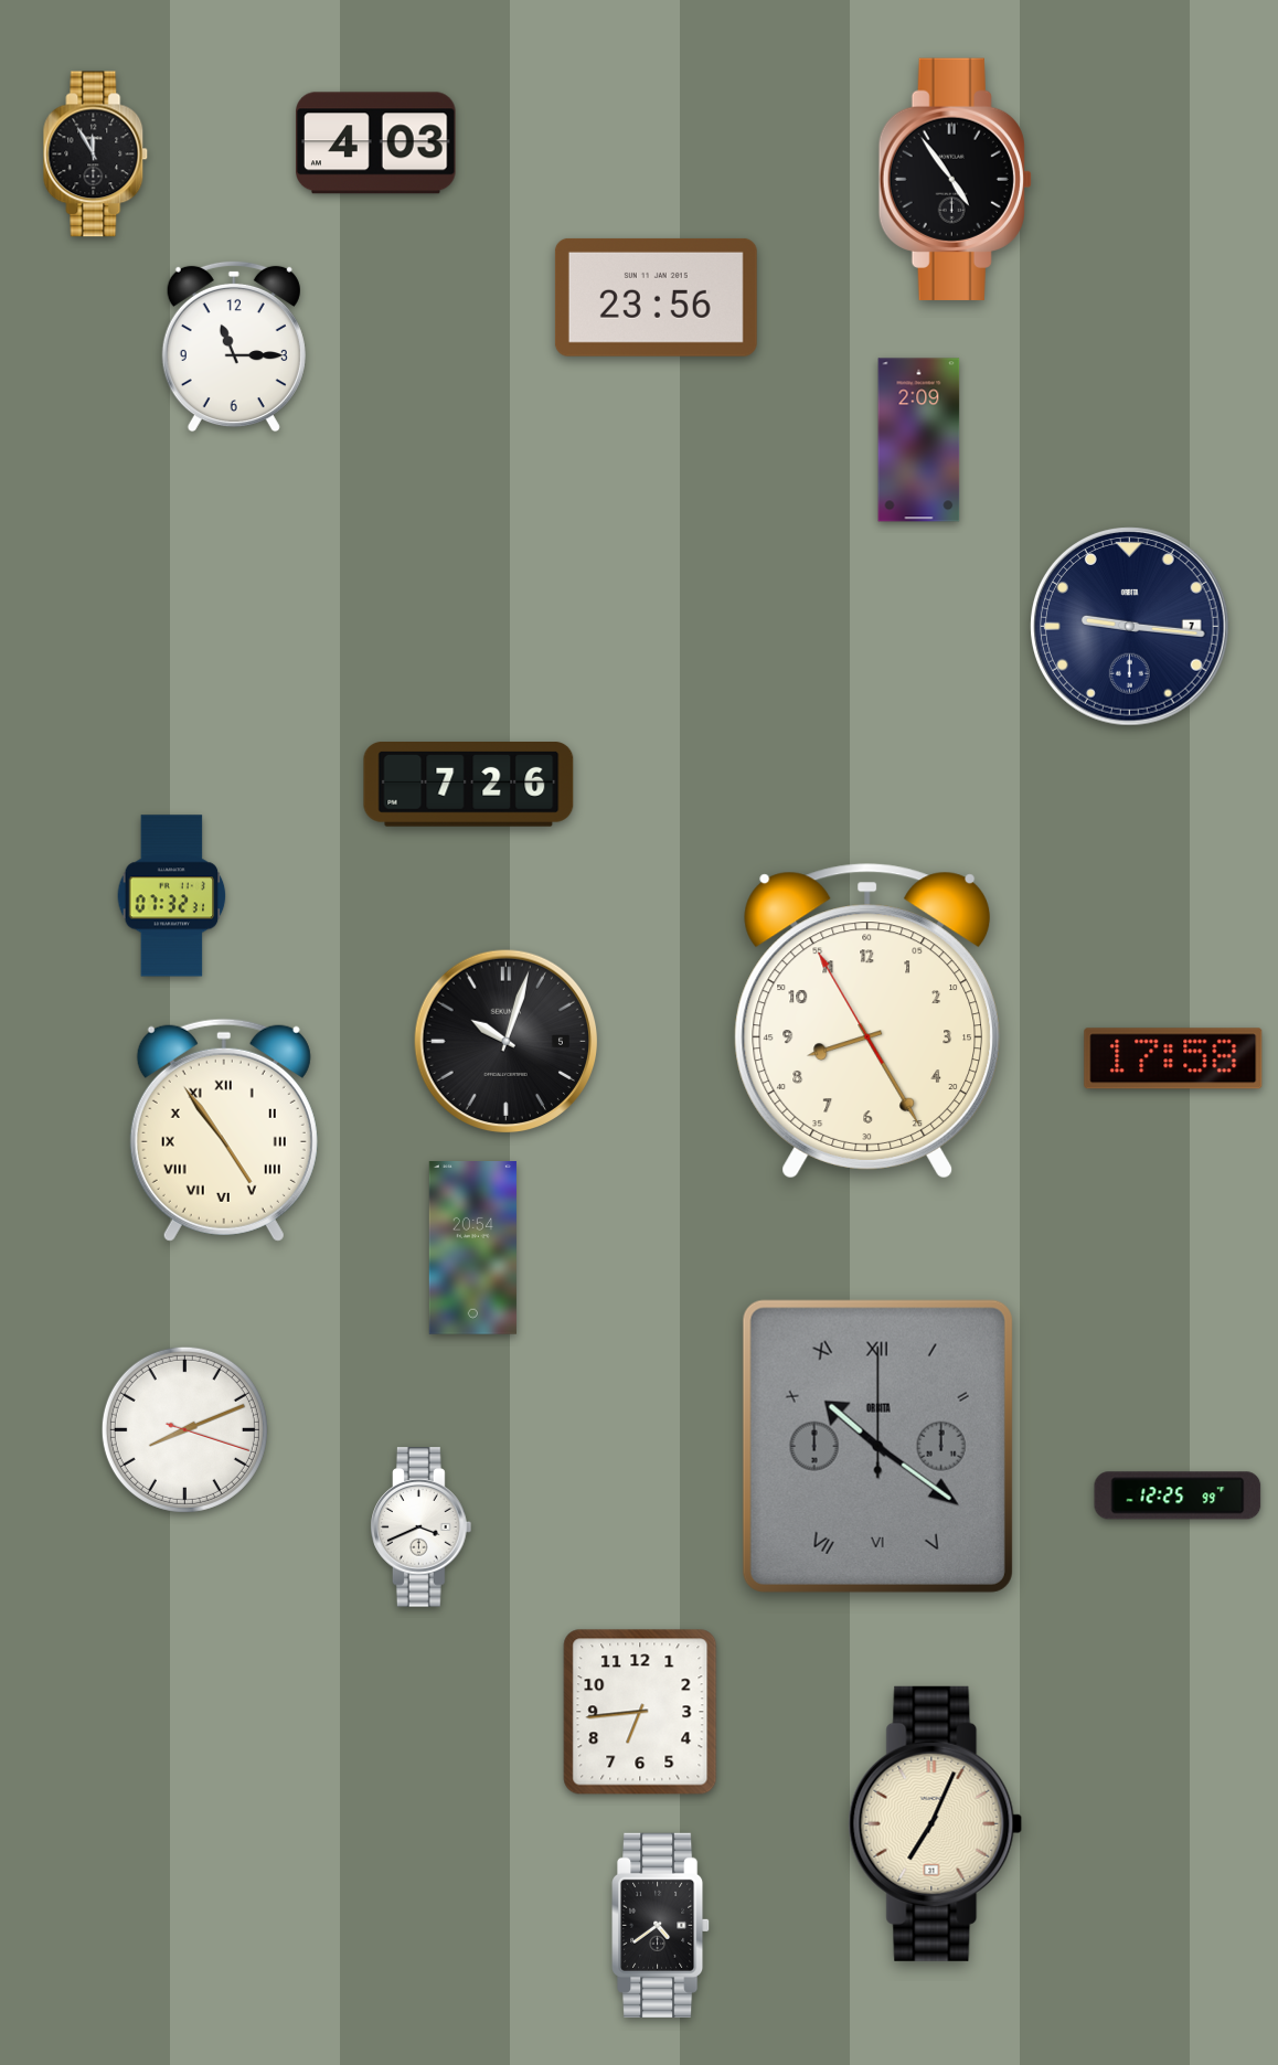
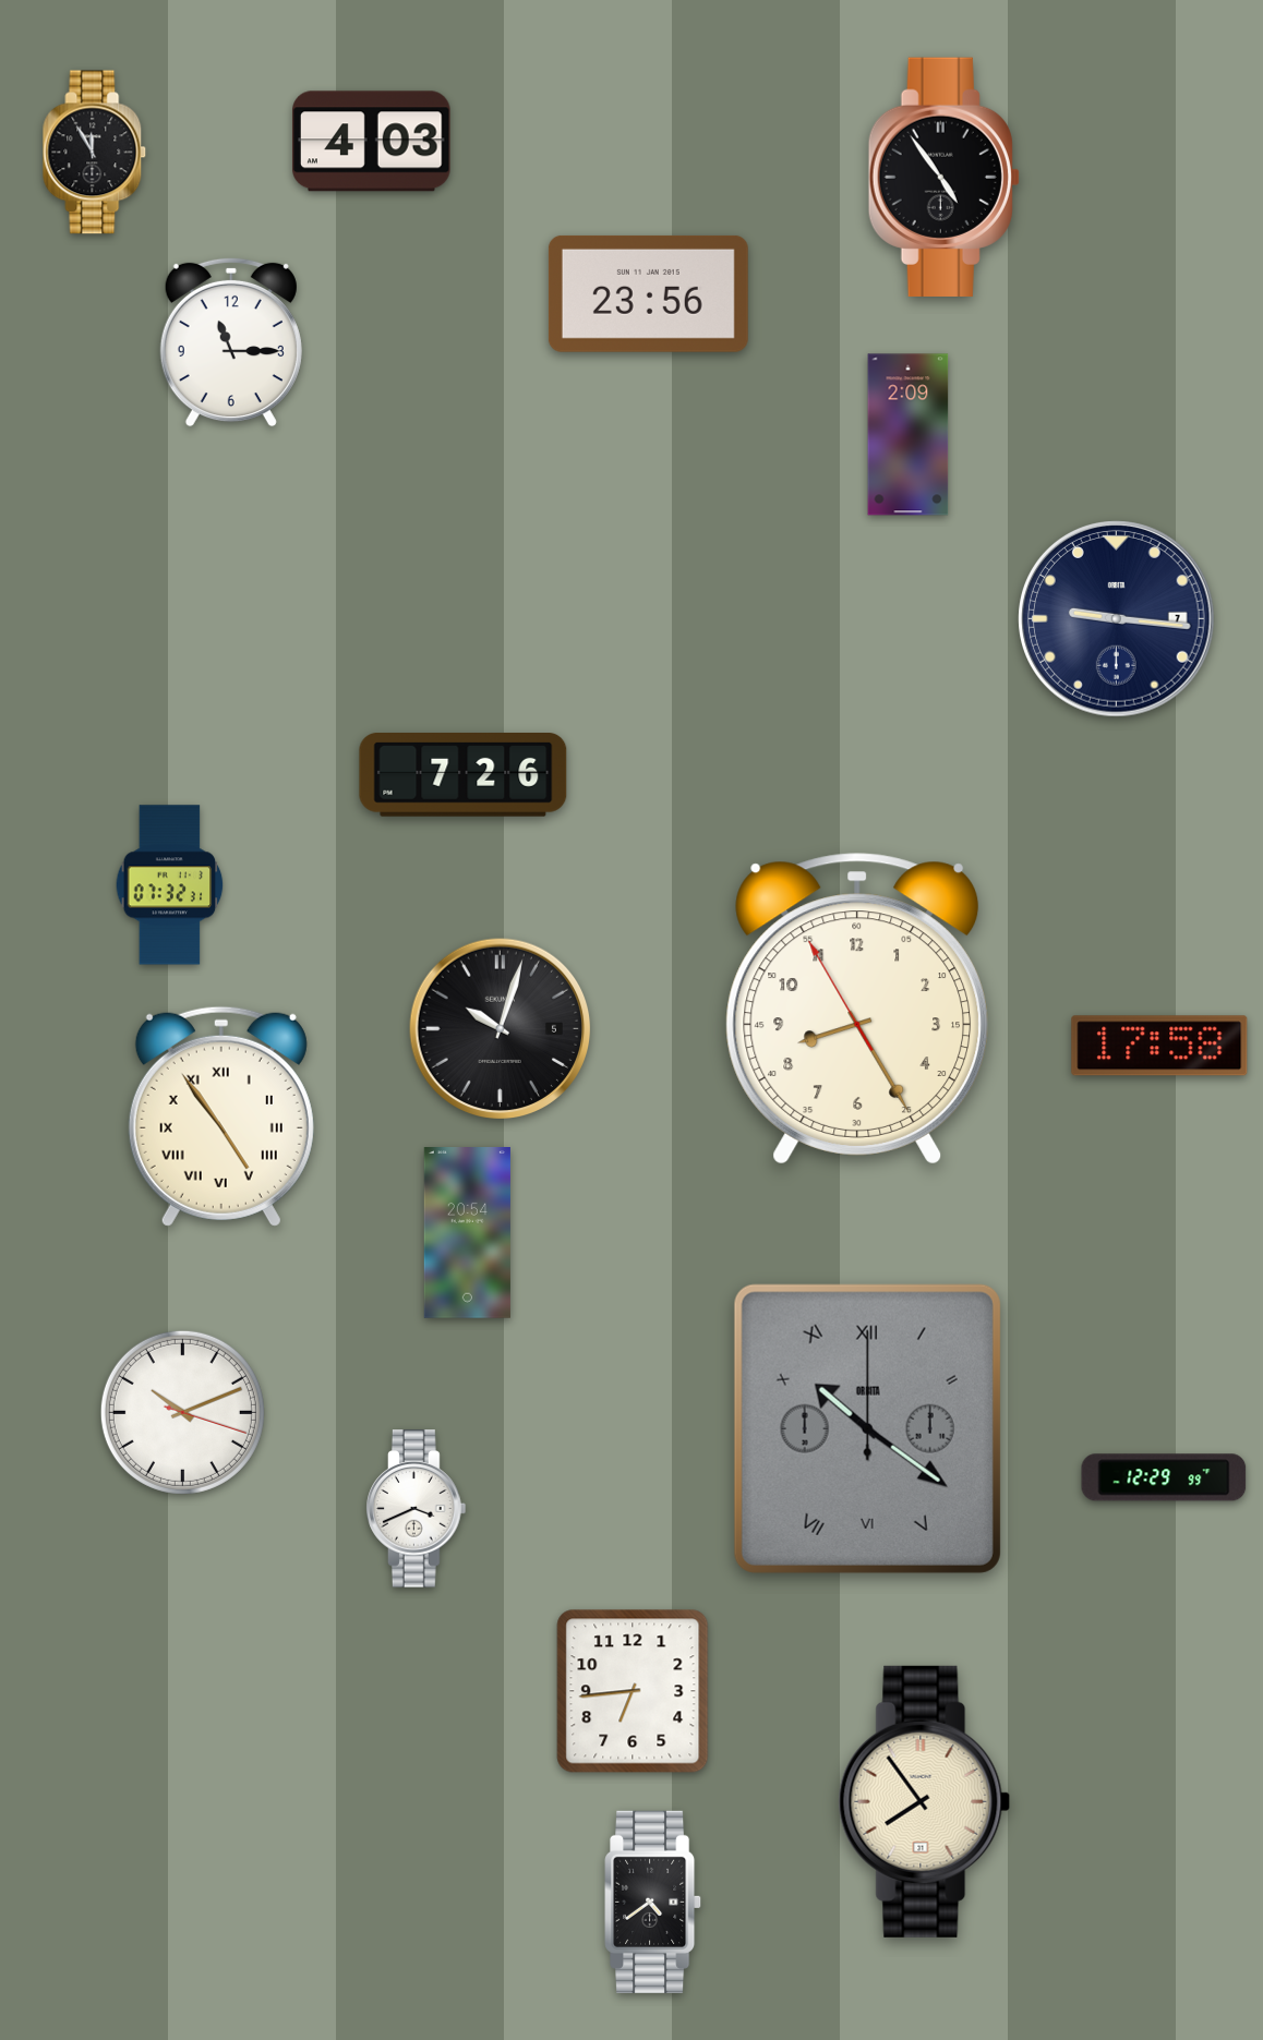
clock at (184, 1429): 8:11 -> 10:11
clock at (1178, 1495): 12:25 -> 12:29
clock at (936, 1823): 7:04 -> 7:54
